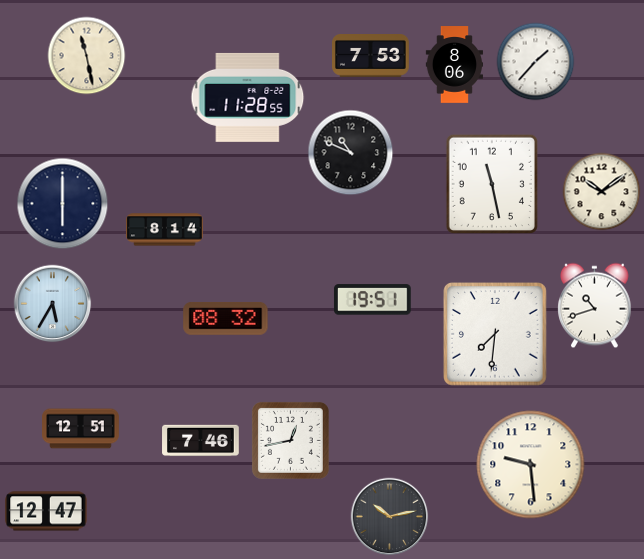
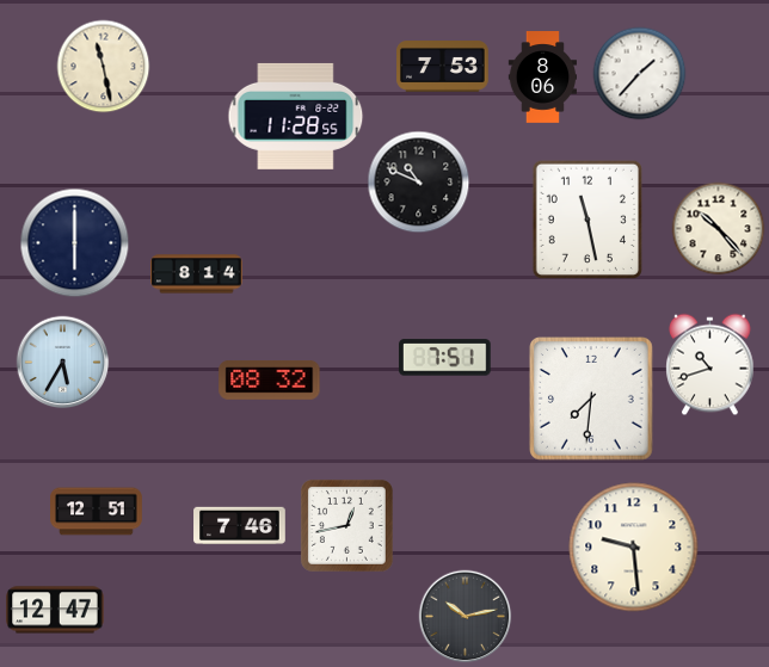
clock at (601, 191): 10:09 -> 10:23
clock at (372, 300): 19:51 -> 7:51
clock at (531, 465) position: (531, 465) -> (634, 548)
